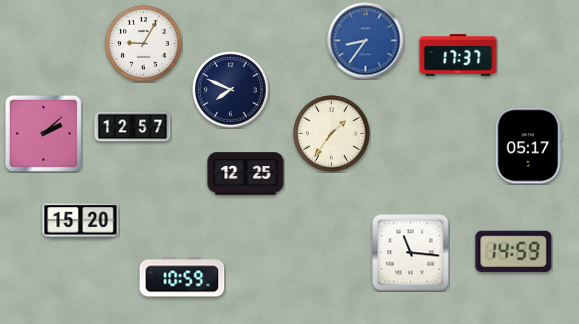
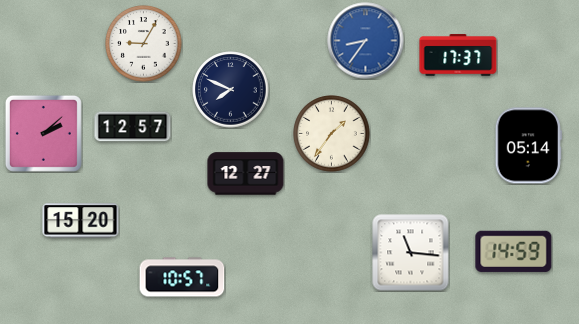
clock at (528, 146): 05:17 -> 05:14
clock at (246, 174): 12:25 -> 12:27
clock at (182, 277): 10:59 -> 10:57
